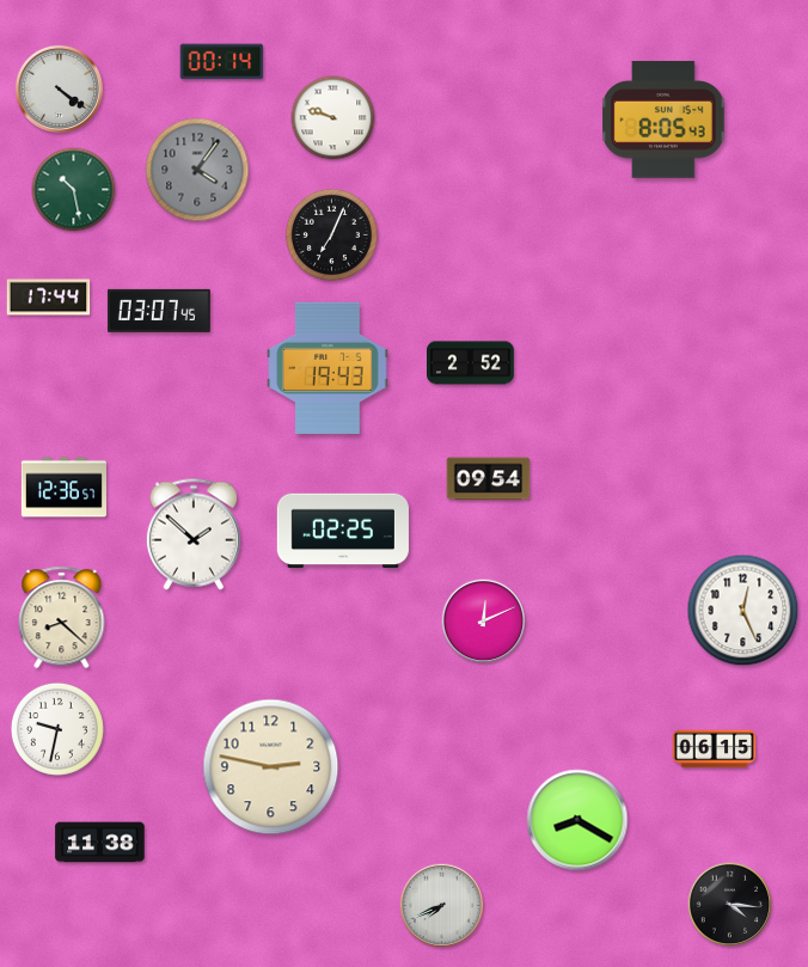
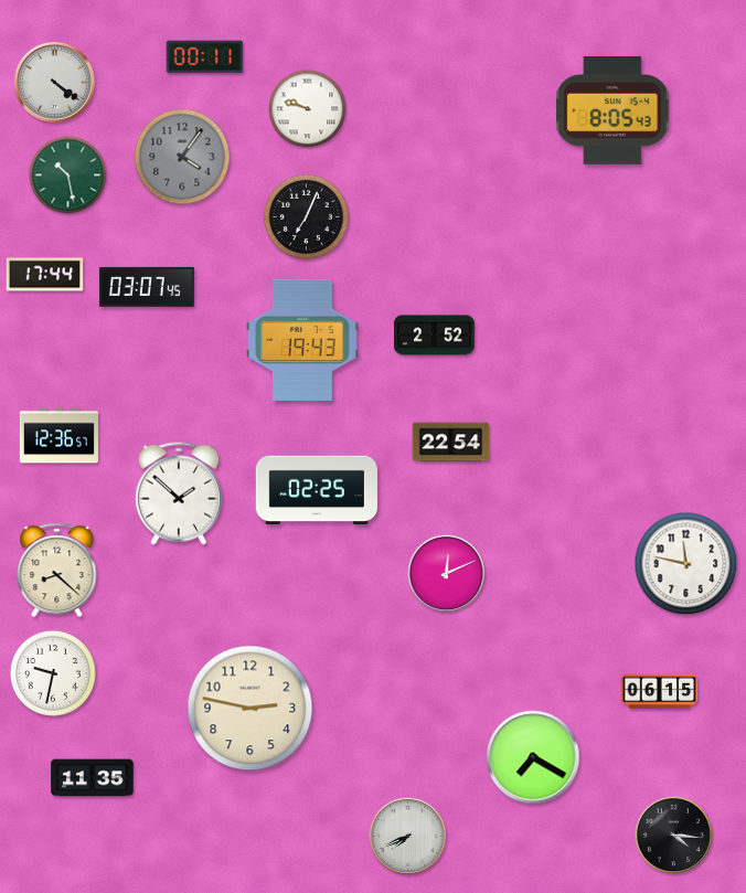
clock at (222, 62): 00:14 -> 00:11
clock at (489, 479): 09:54 -> 22:54
clock at (63, 488) position: (63, 488) -> (58, 436)
clock at (743, 611): 12:26 -> 11:47
clock at (577, 820): 8:20 -> 7:20
clock at (100, 843): 11:38 -> 11:35
